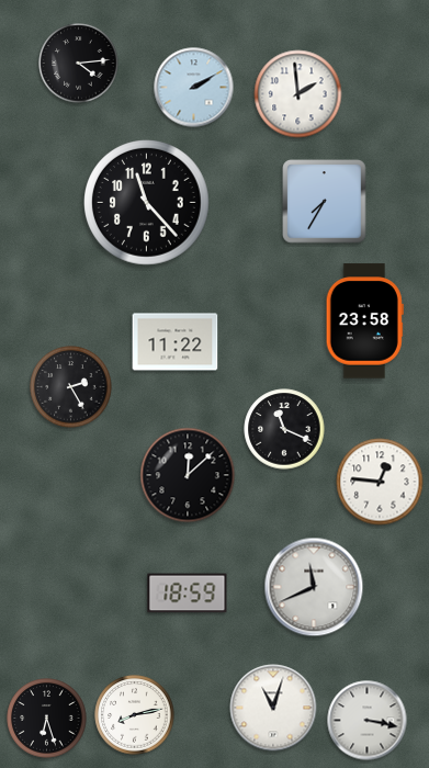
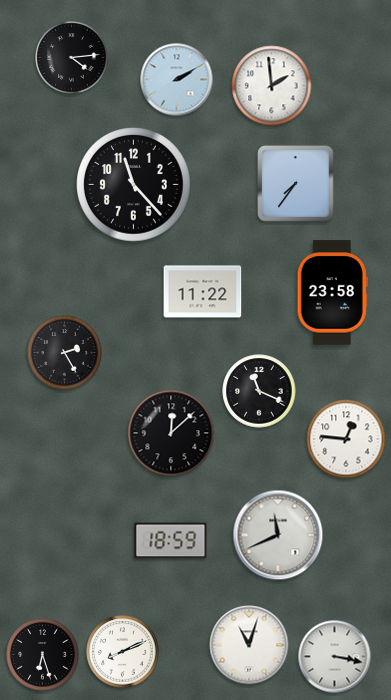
clock at (325, 202): 7:35 -> 7:36
clock at (176, 342) position: (176, 342) -> (203, 292)
clock at (314, 587) position: (314, 587) -> (278, 535)
clock at (135, 715): 8:13 -> 8:11
